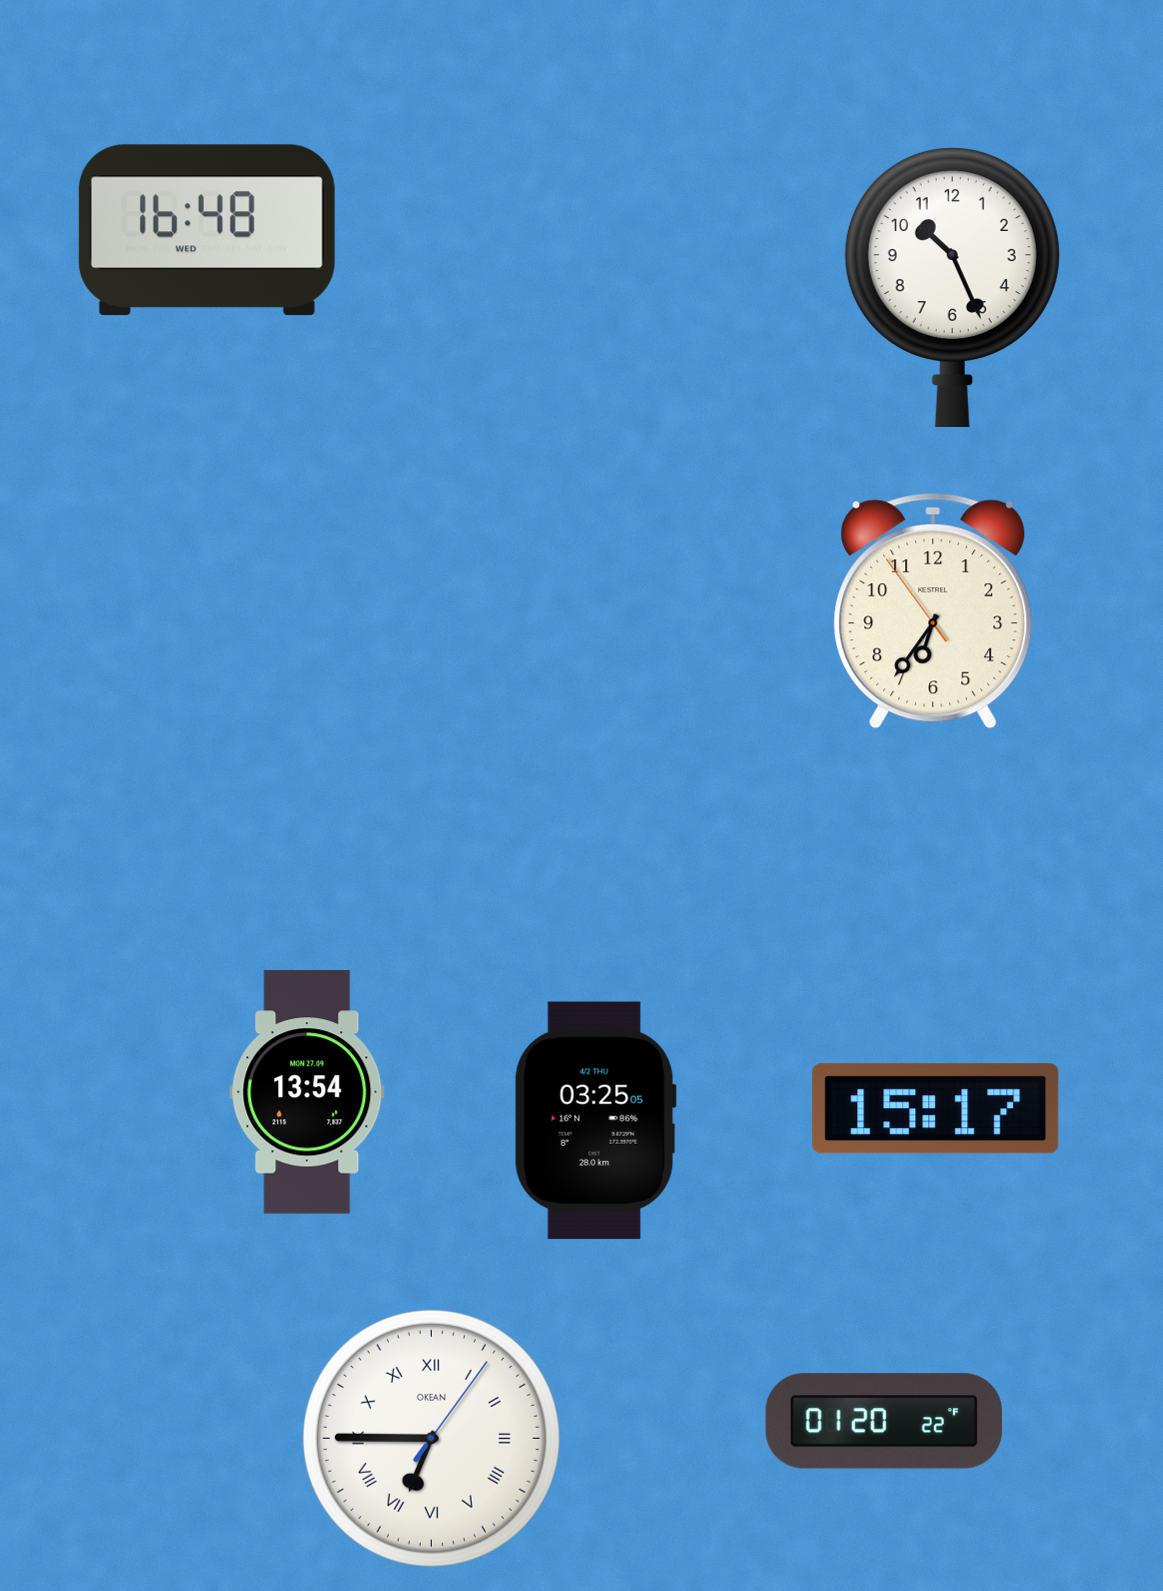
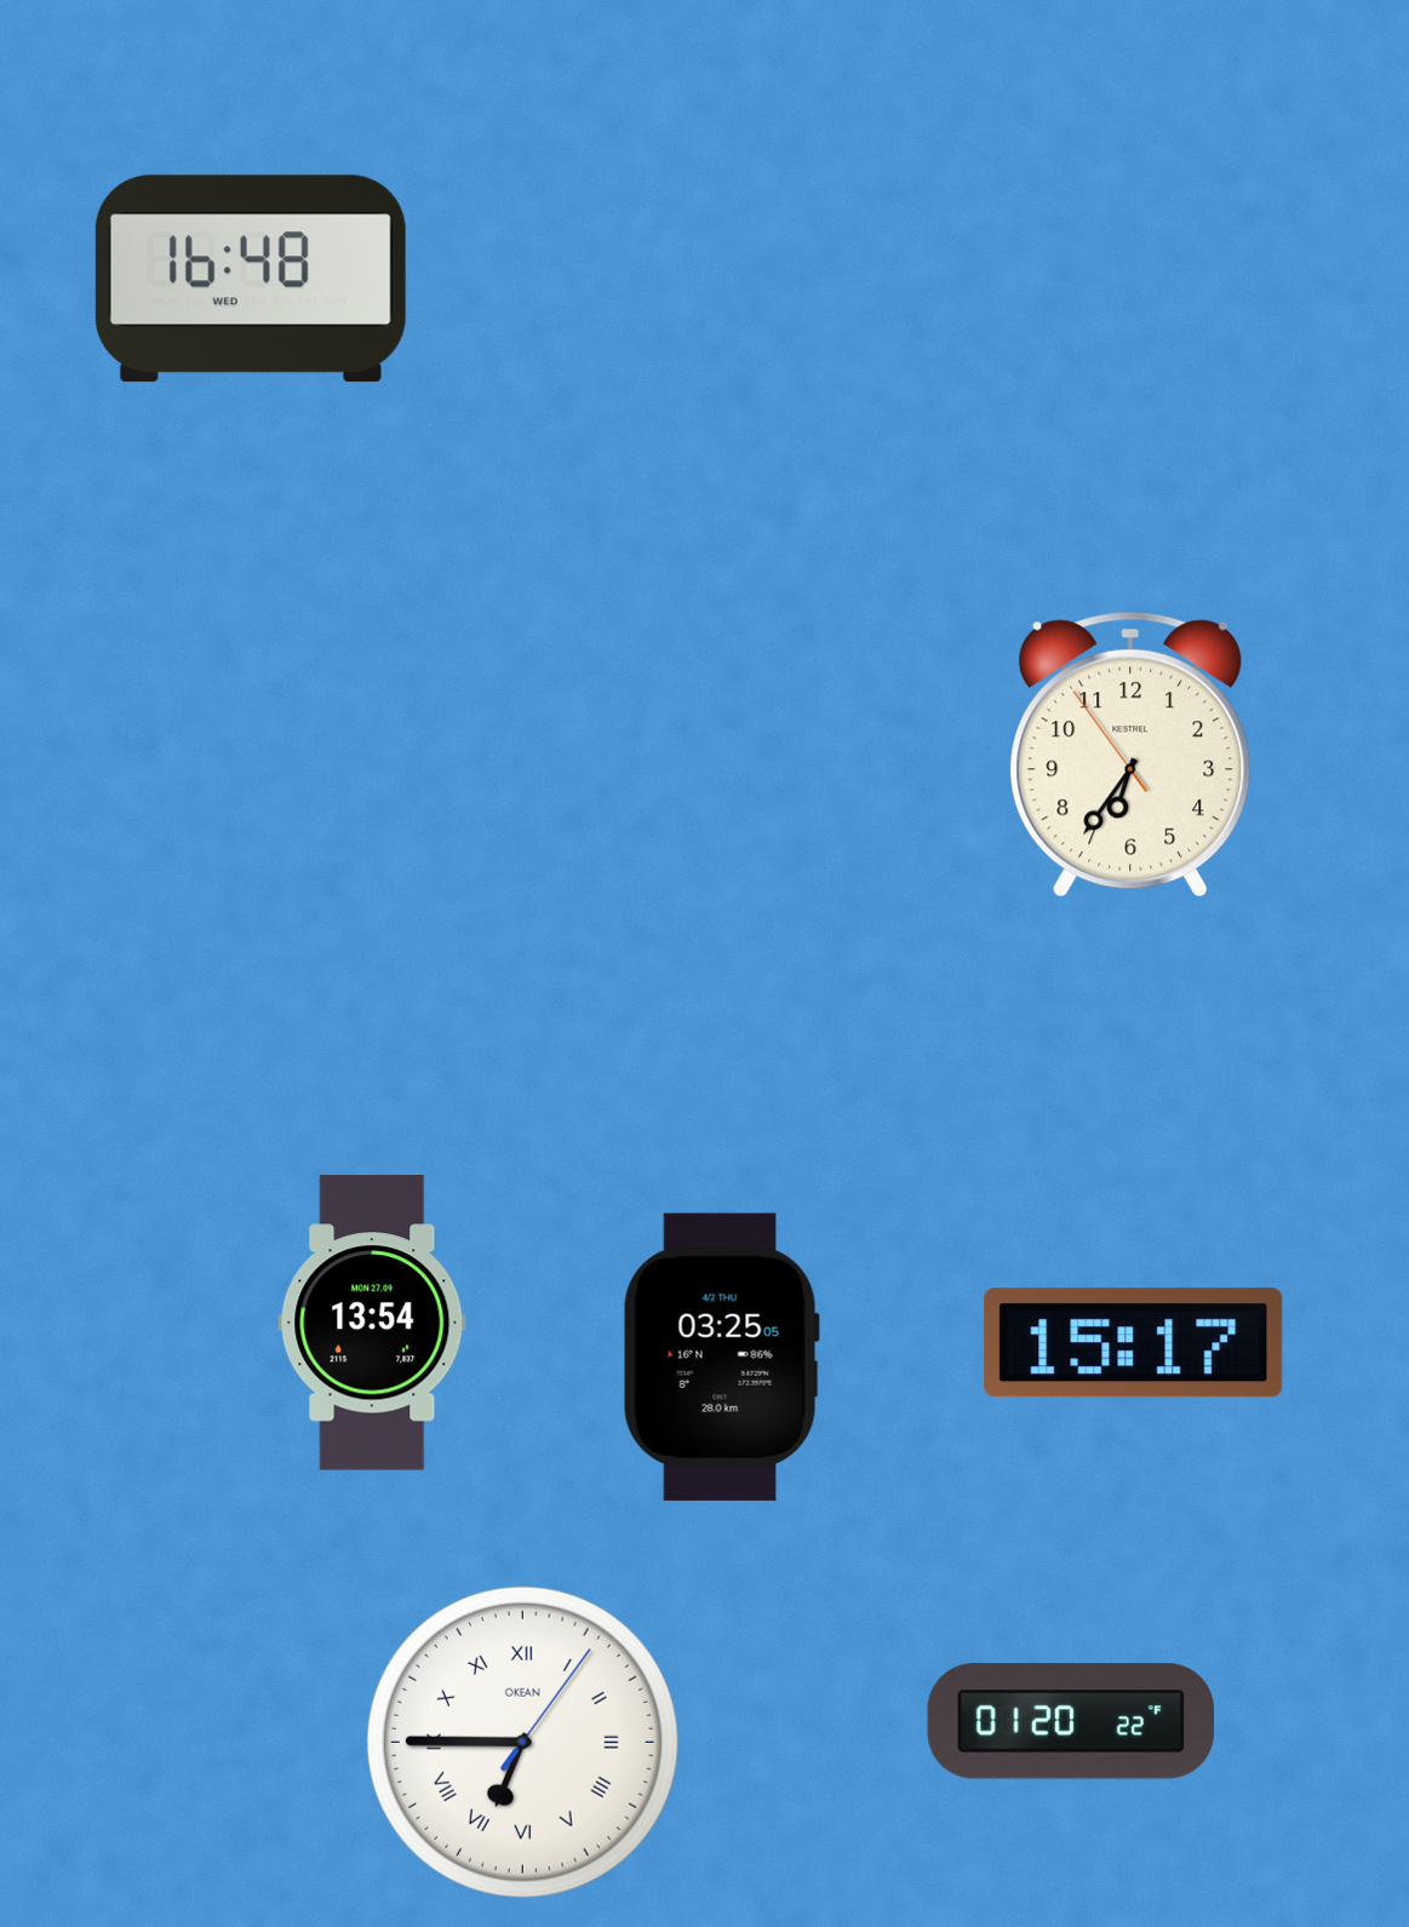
clock at (952, 287): 10:26 -> none
clock at (933, 611) position: (933, 611) -> (1130, 755)
